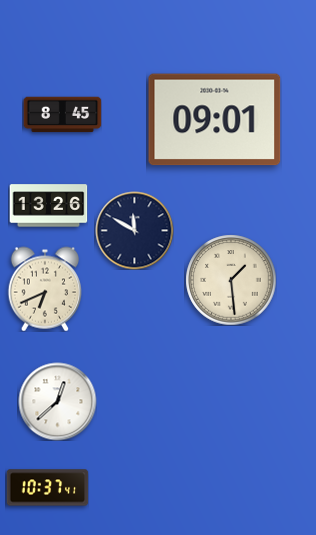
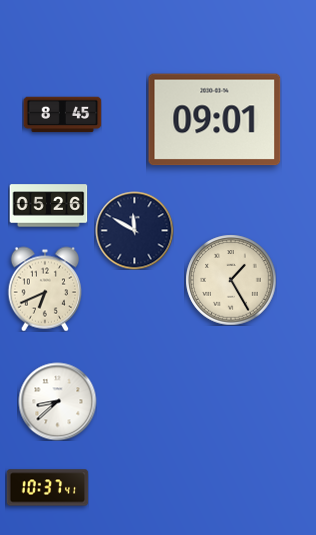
clock at (48, 206): 13:26 -> 05:26
clock at (231, 280): 1:29 -> 1:25
clock at (57, 401): 12:38 -> 8:38
